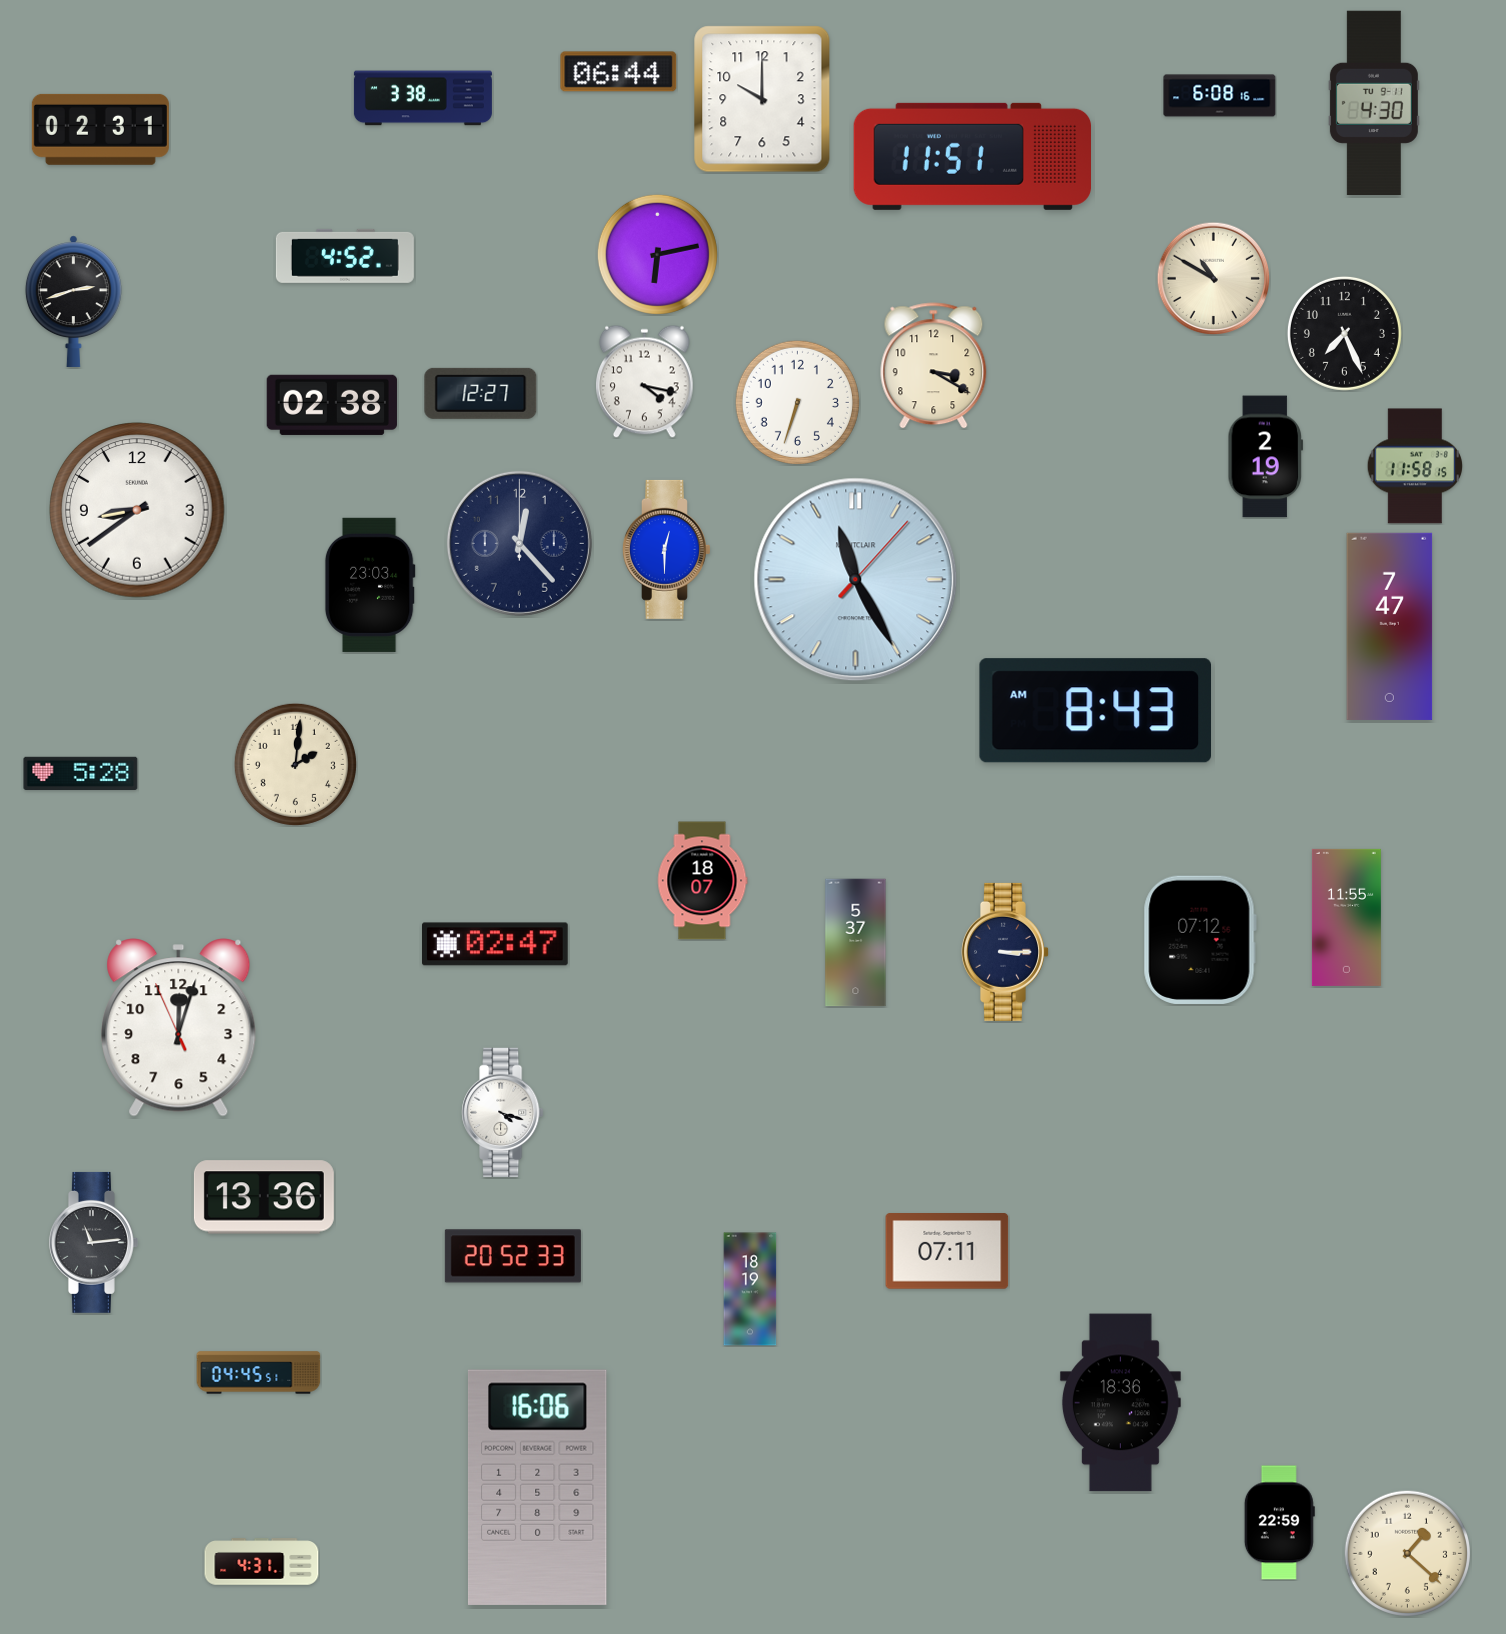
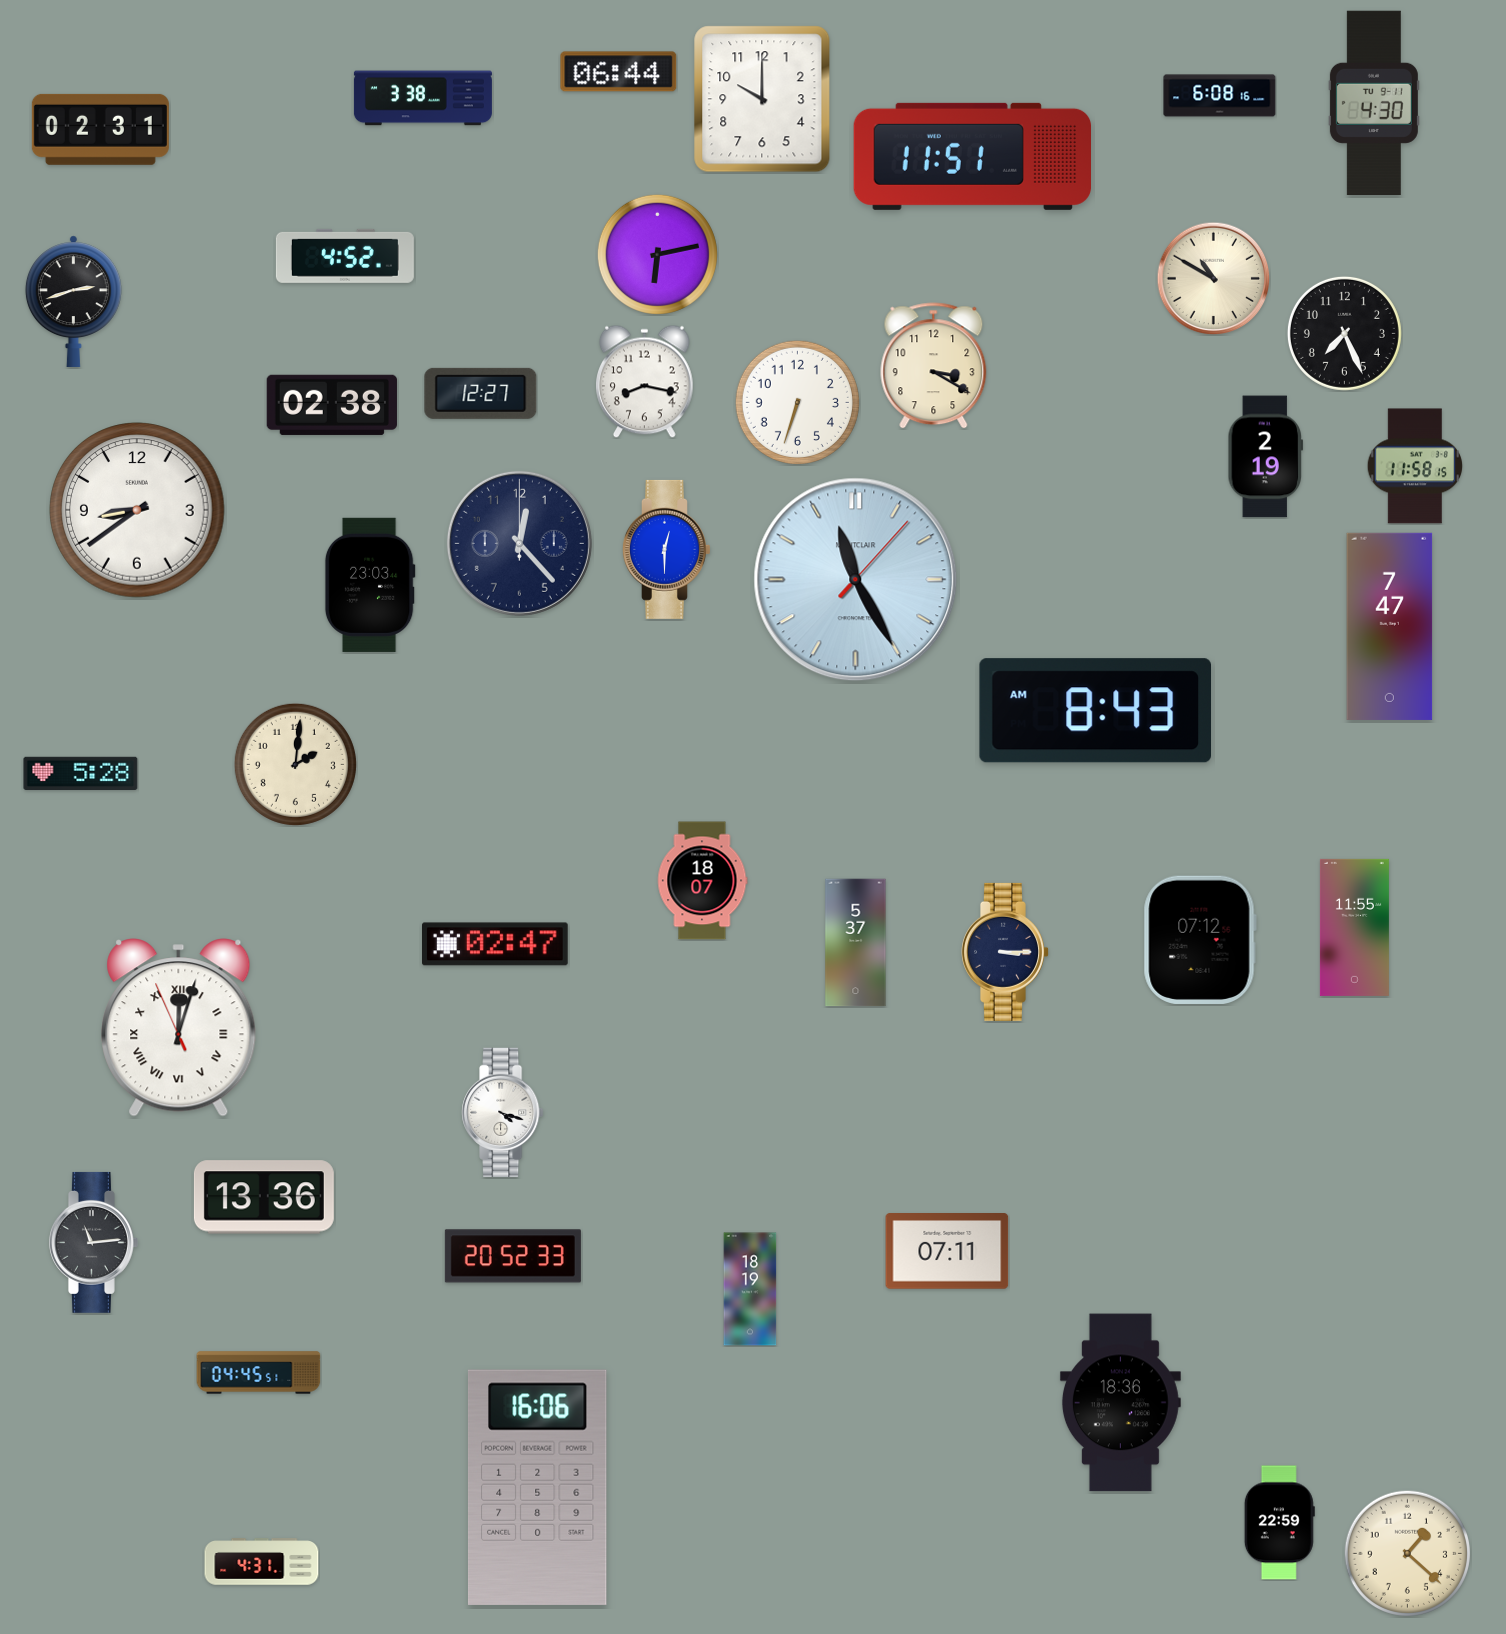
clock at (645, 381): 4:17 -> 8:17
clock at (1346, 917) position: (1346, 917) -> (1354, 927)
clock at (179, 1028) numerals: Arabic -> Roman
